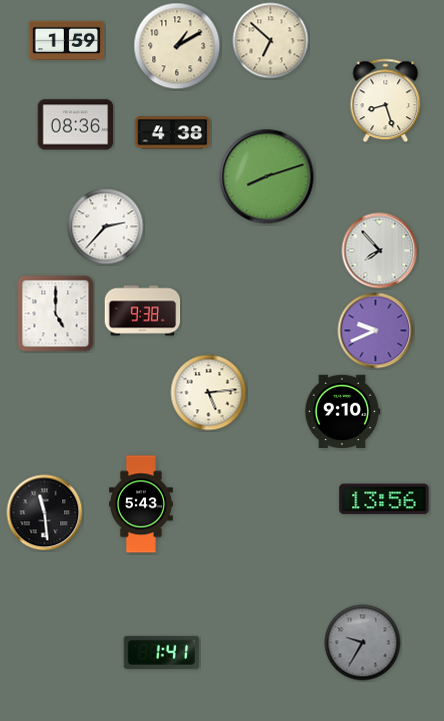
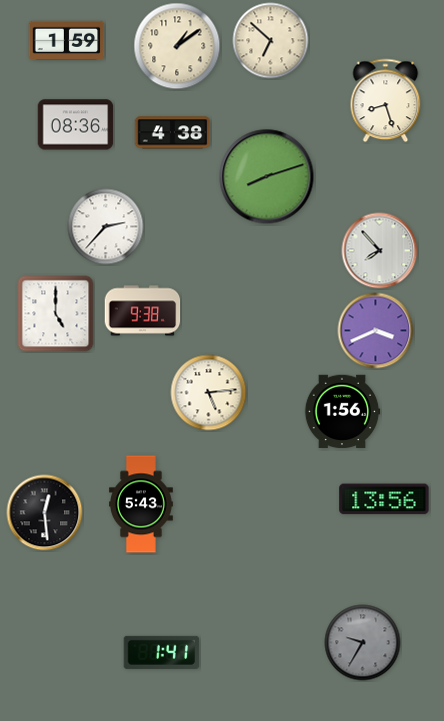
clock at (177, 46): 1:10 -> 1:09
clock at (376, 331): 9:41 -> 3:41
clock at (342, 412): 9:10 -> 1:56
clock at (45, 513): 11:29 -> 12:29
